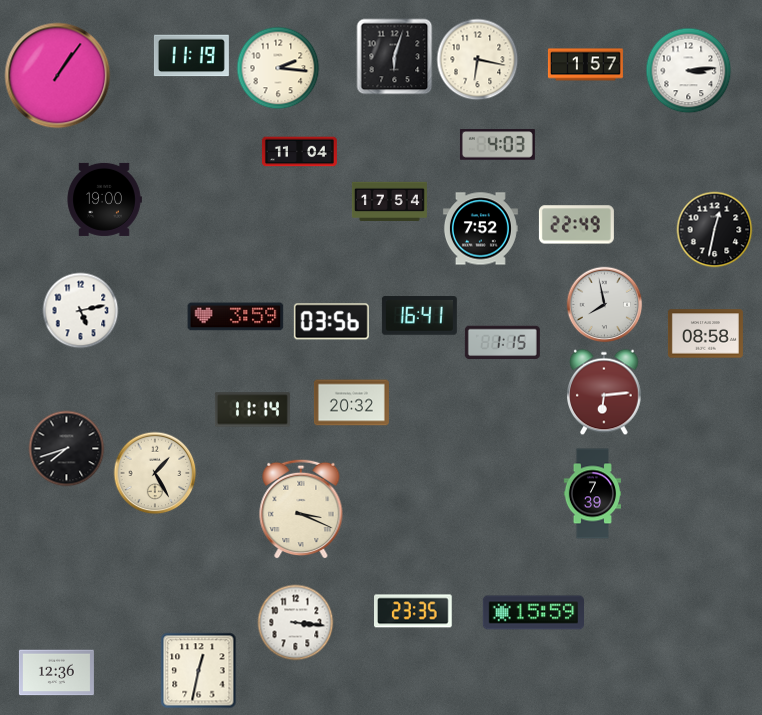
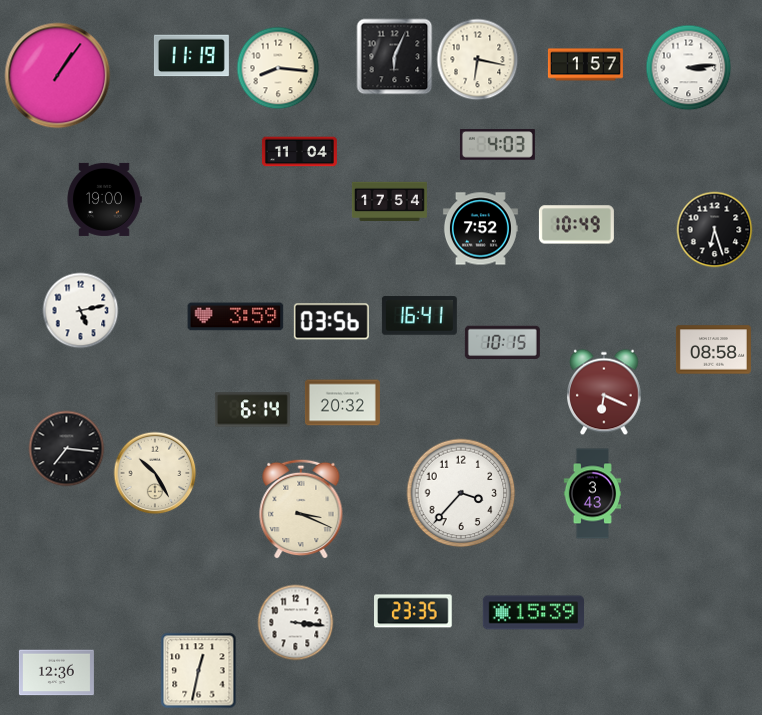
clock at (395, 57): 6:03 -> 6:04
clock at (278, 68): 2:16 -> 8:16
clock at (689, 71) position: (689, 71) -> (689, 68)
clock at (576, 225): 22:49 -> 10:49
clock at (715, 230): 12:32 -> 6:27
clock at (605, 305): 7:58 -> none
clock at (705, 334) position: (705, 334) -> (713, 350)
clock at (502, 343): 1:15 -> 10:15
clock at (605, 392): 6:14 -> 6:19
clock at (351, 403) position: (351, 403) -> (342, 403)
clock at (252, 410): 11:14 -> 6:14
clock at (67, 449): 7:42 -> 7:16
clock at (155, 473): 1:25 -> 10:25
clock at (461, 493): none -> 3:37
clock at (592, 494): 7:39 -> 3:43
clock at (533, 613): 15:59 -> 15:39
